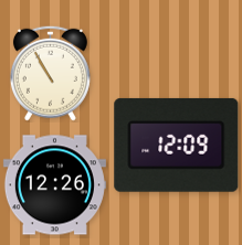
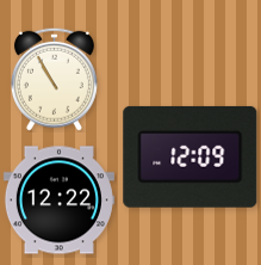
clock at (54, 185): 12:26 -> 12:22
